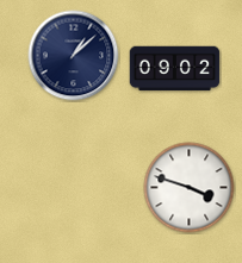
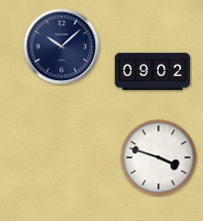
clock at (74, 56): 1:08 -> 10:08
clock at (175, 69) position: (175, 69) -> (153, 72)
